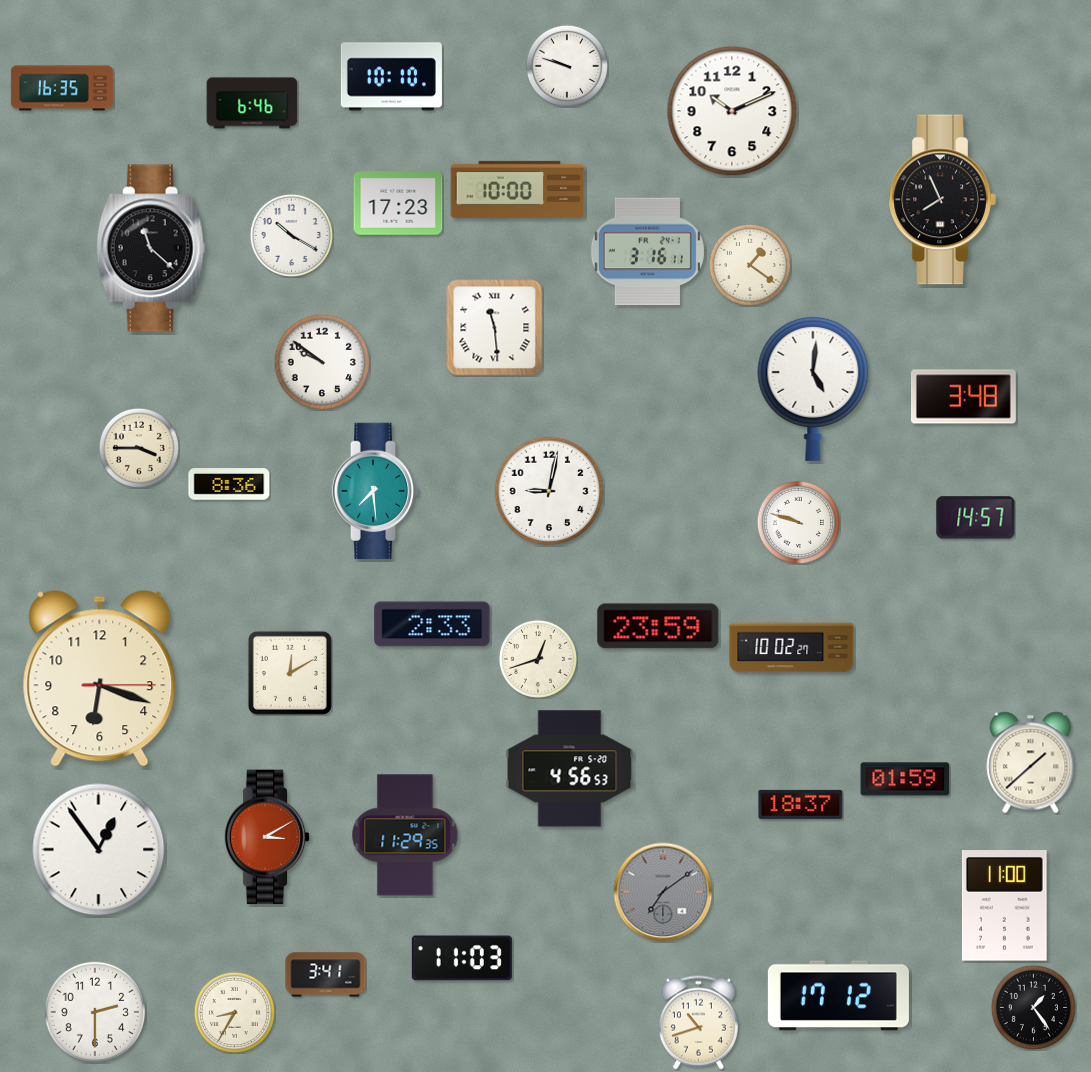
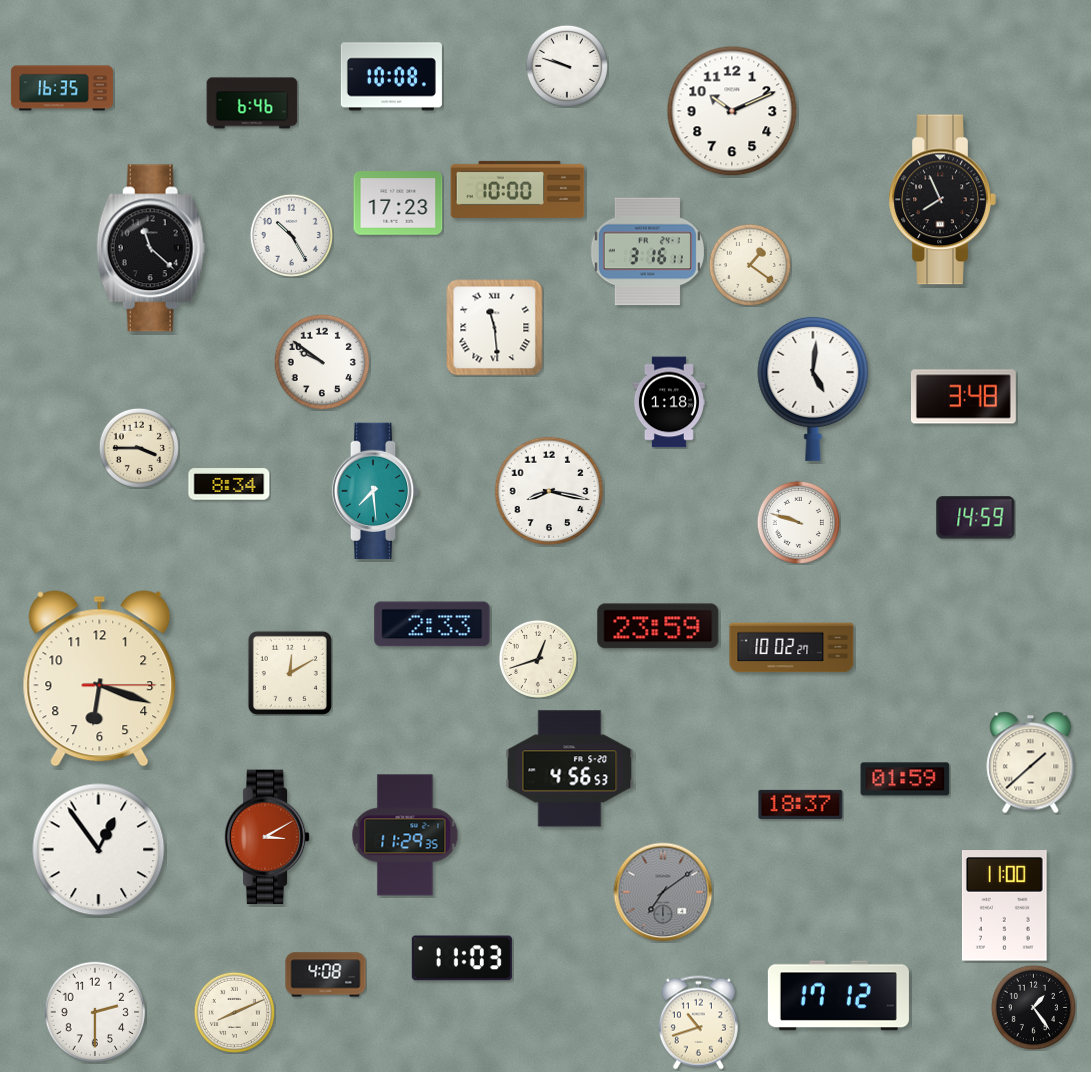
clock at (391, 77): 10:10 -> 10:08
clock at (291, 235): 10:20 -> 10:25
clock at (669, 402): none -> 1:18
clock at (229, 484): 8:36 -> 8:34
clock at (549, 491): 9:02 -> 8:17
clock at (976, 518): 14:57 -> 14:59
clock at (326, 975): 3:41 -> 4:08
clock at (234, 1012): 8:35 -> 8:11
